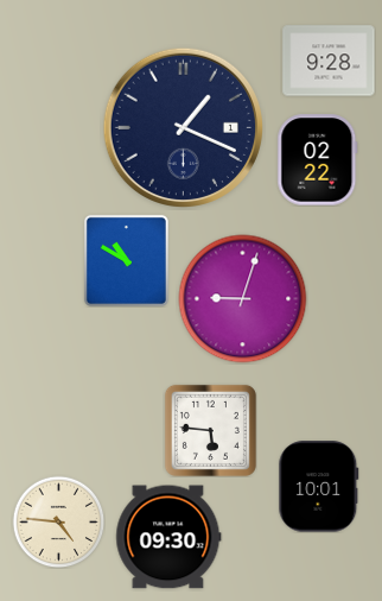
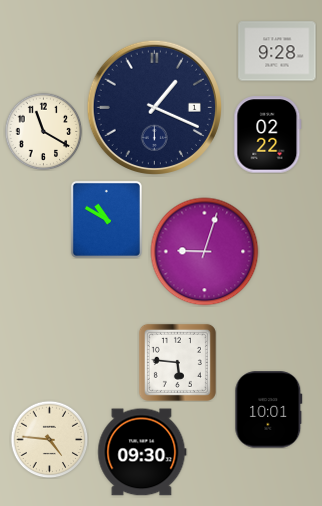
clock at (43, 131): none -> 11:20
